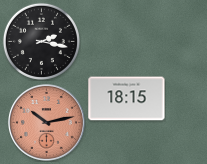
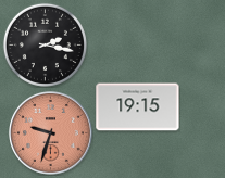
clock at (127, 99): 18:15 -> 19:15
clock at (47, 123): 10:13 -> 9:33
